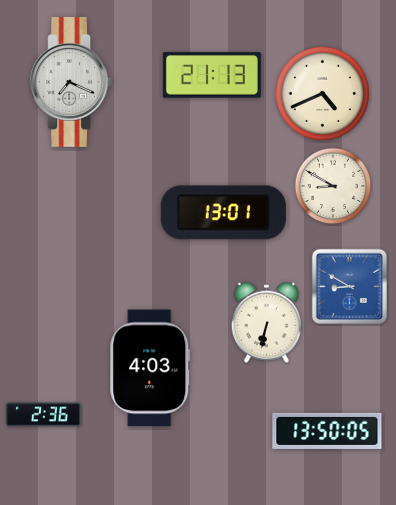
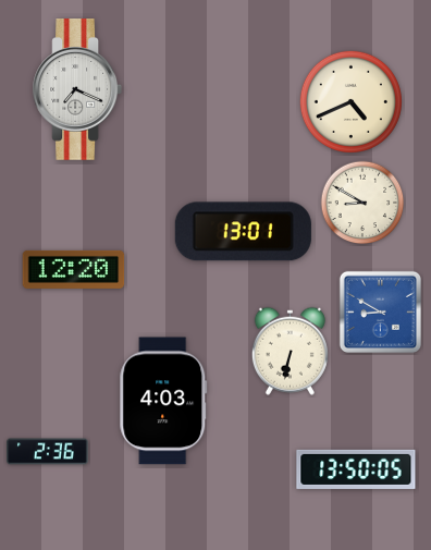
clock at (212, 75): 21:13 -> none
clock at (74, 269): none -> 12:20
